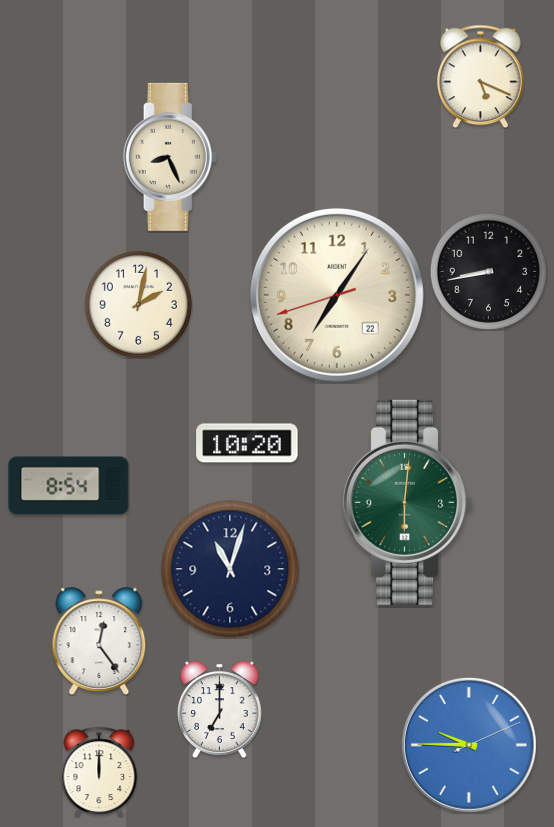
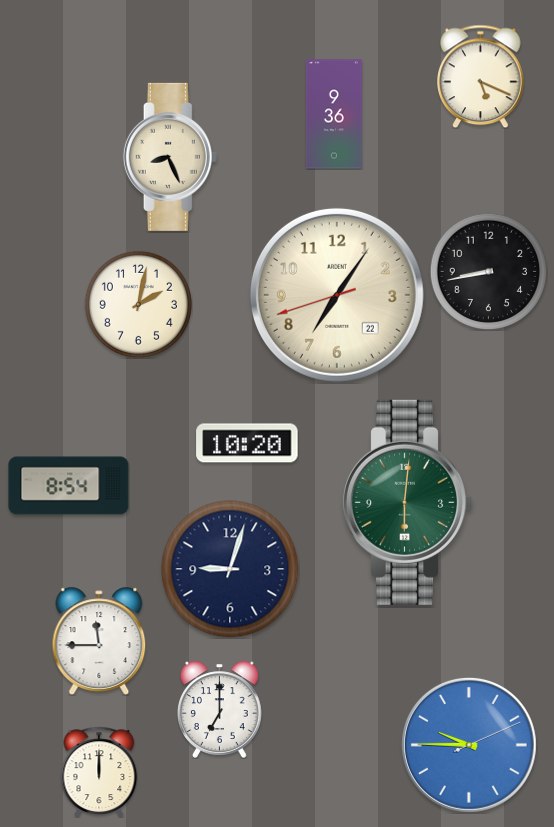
clock at (334, 114): none -> 9:36
clock at (230, 569): 11:03 -> 9:03
clock at (99, 641): 12:24 -> 11:45
